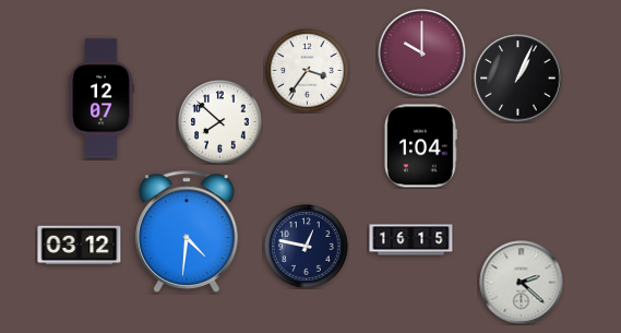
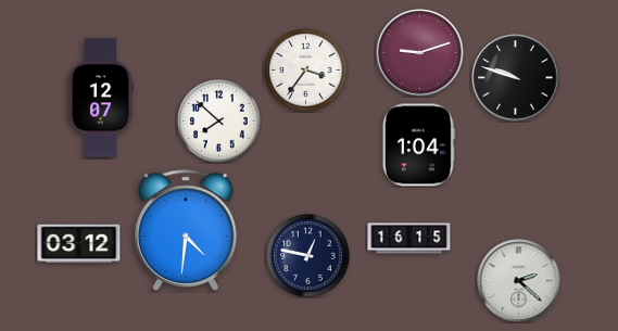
clock at (422, 53): 10:00 -> 9:12
clock at (518, 79): 1:04 -> 9:48
clock at (307, 247) position: (307, 247) -> (308, 256)
